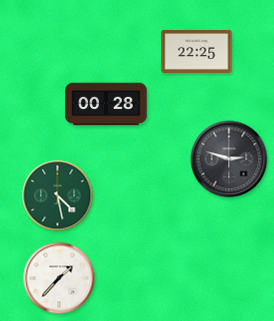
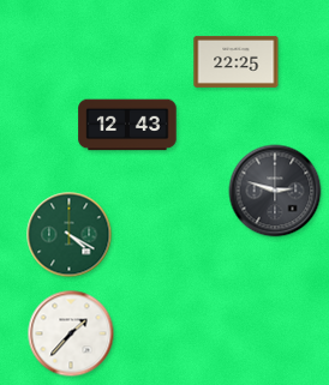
clock at (106, 104): 00:28 -> 12:43
clock at (58, 196): 4:28 -> 4:20
